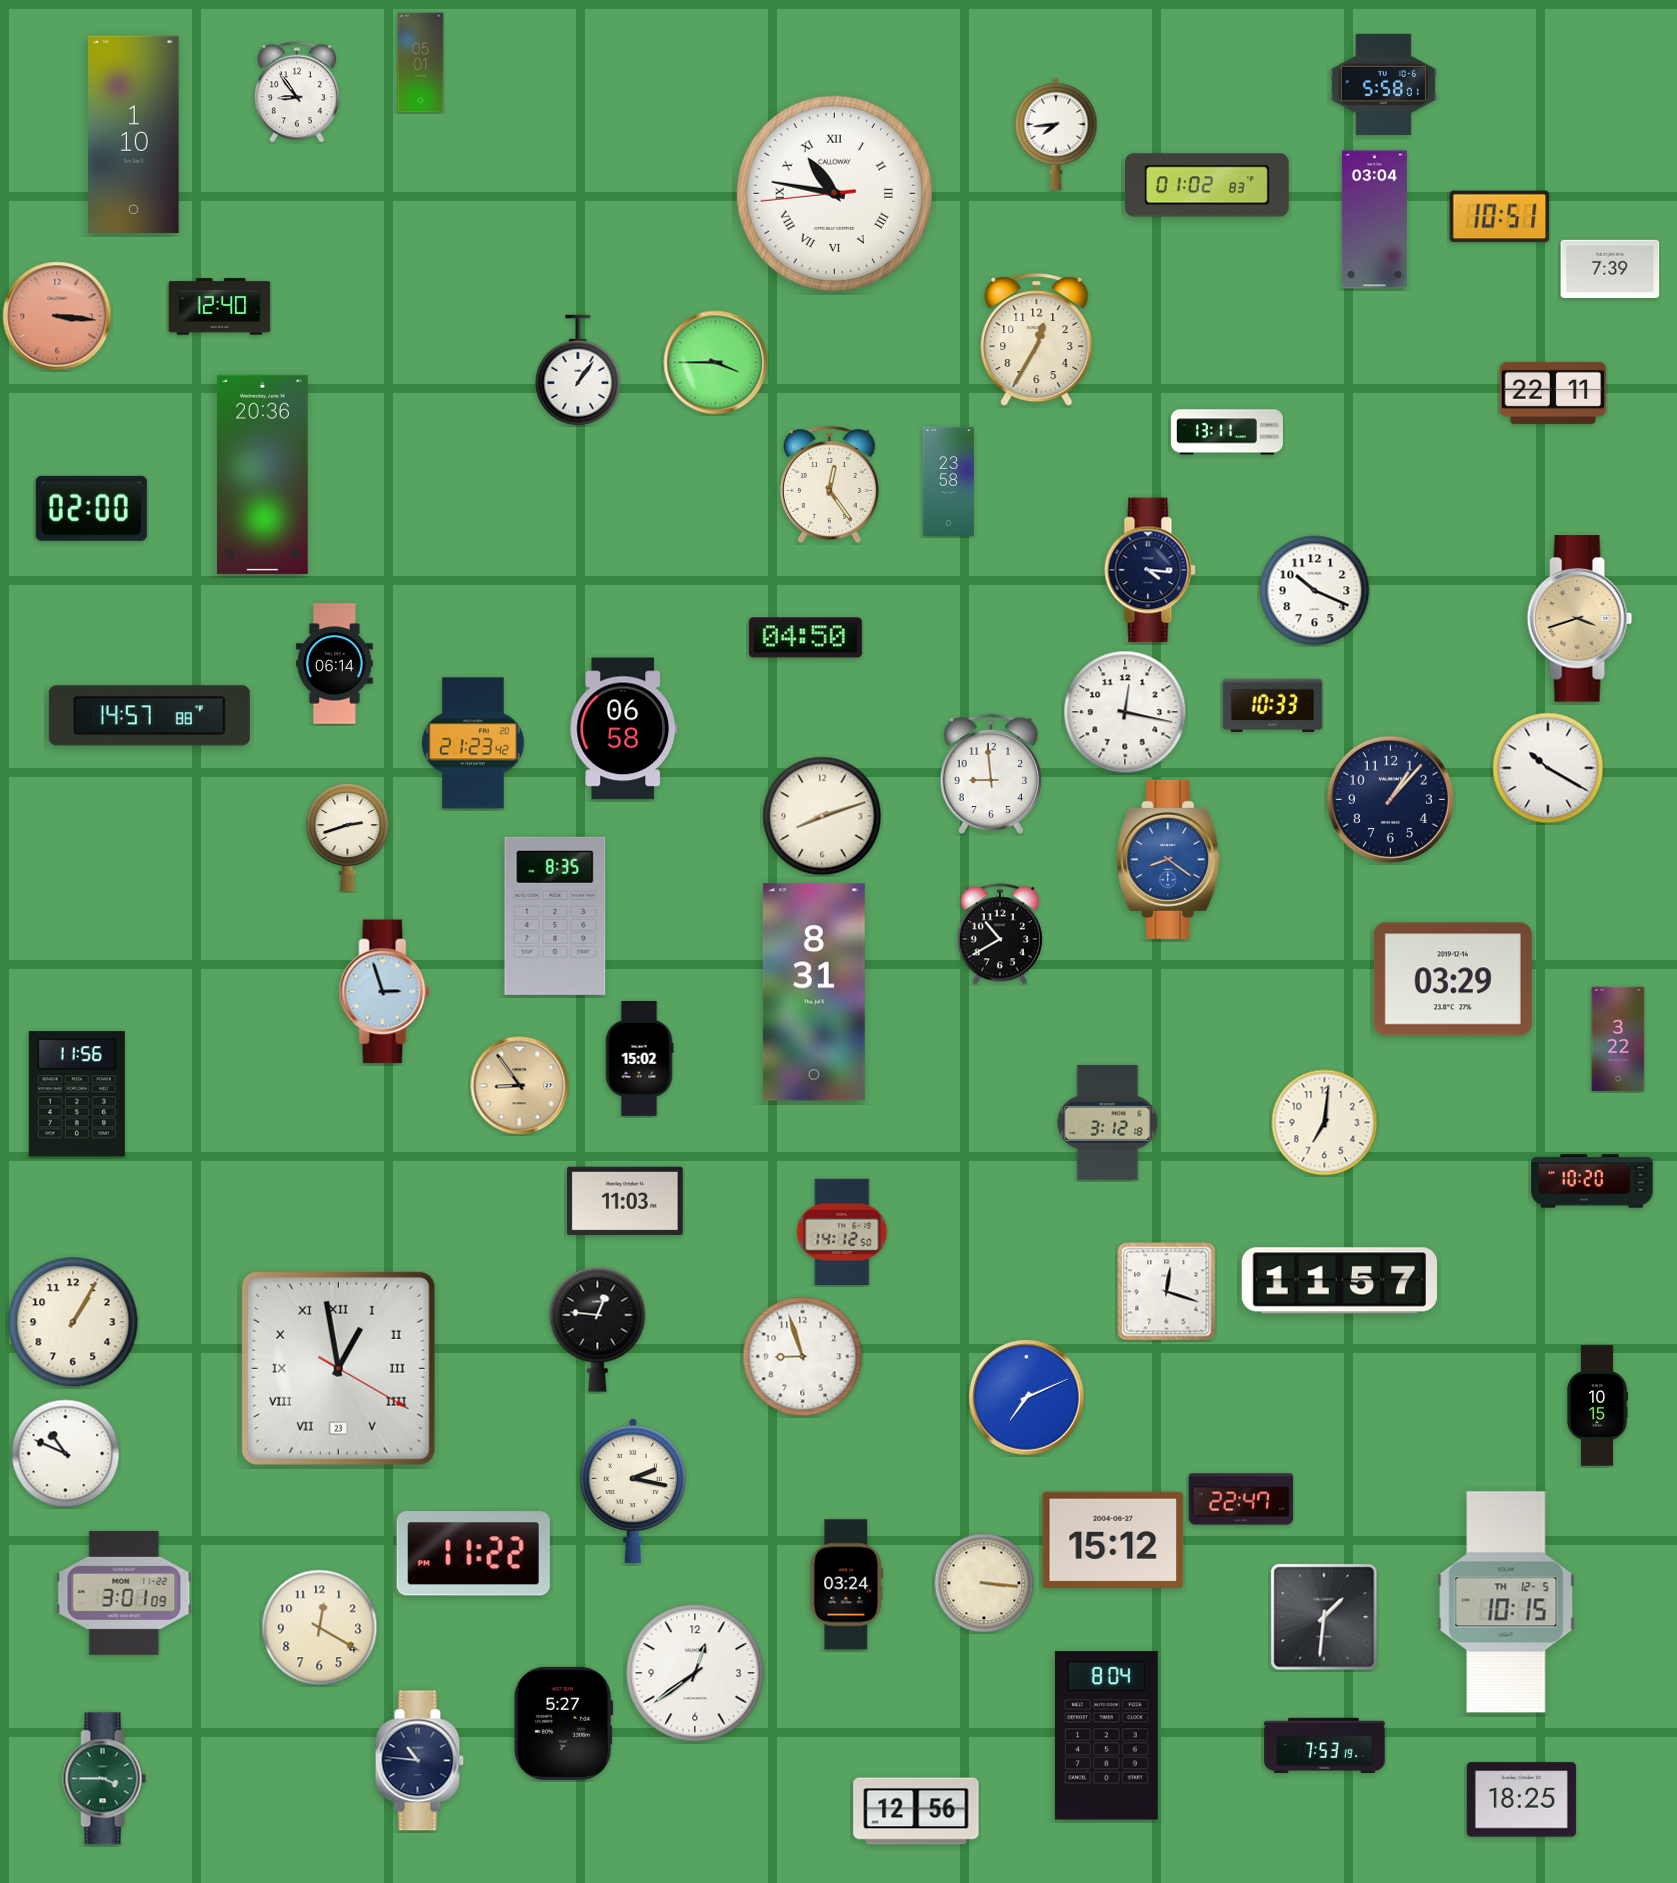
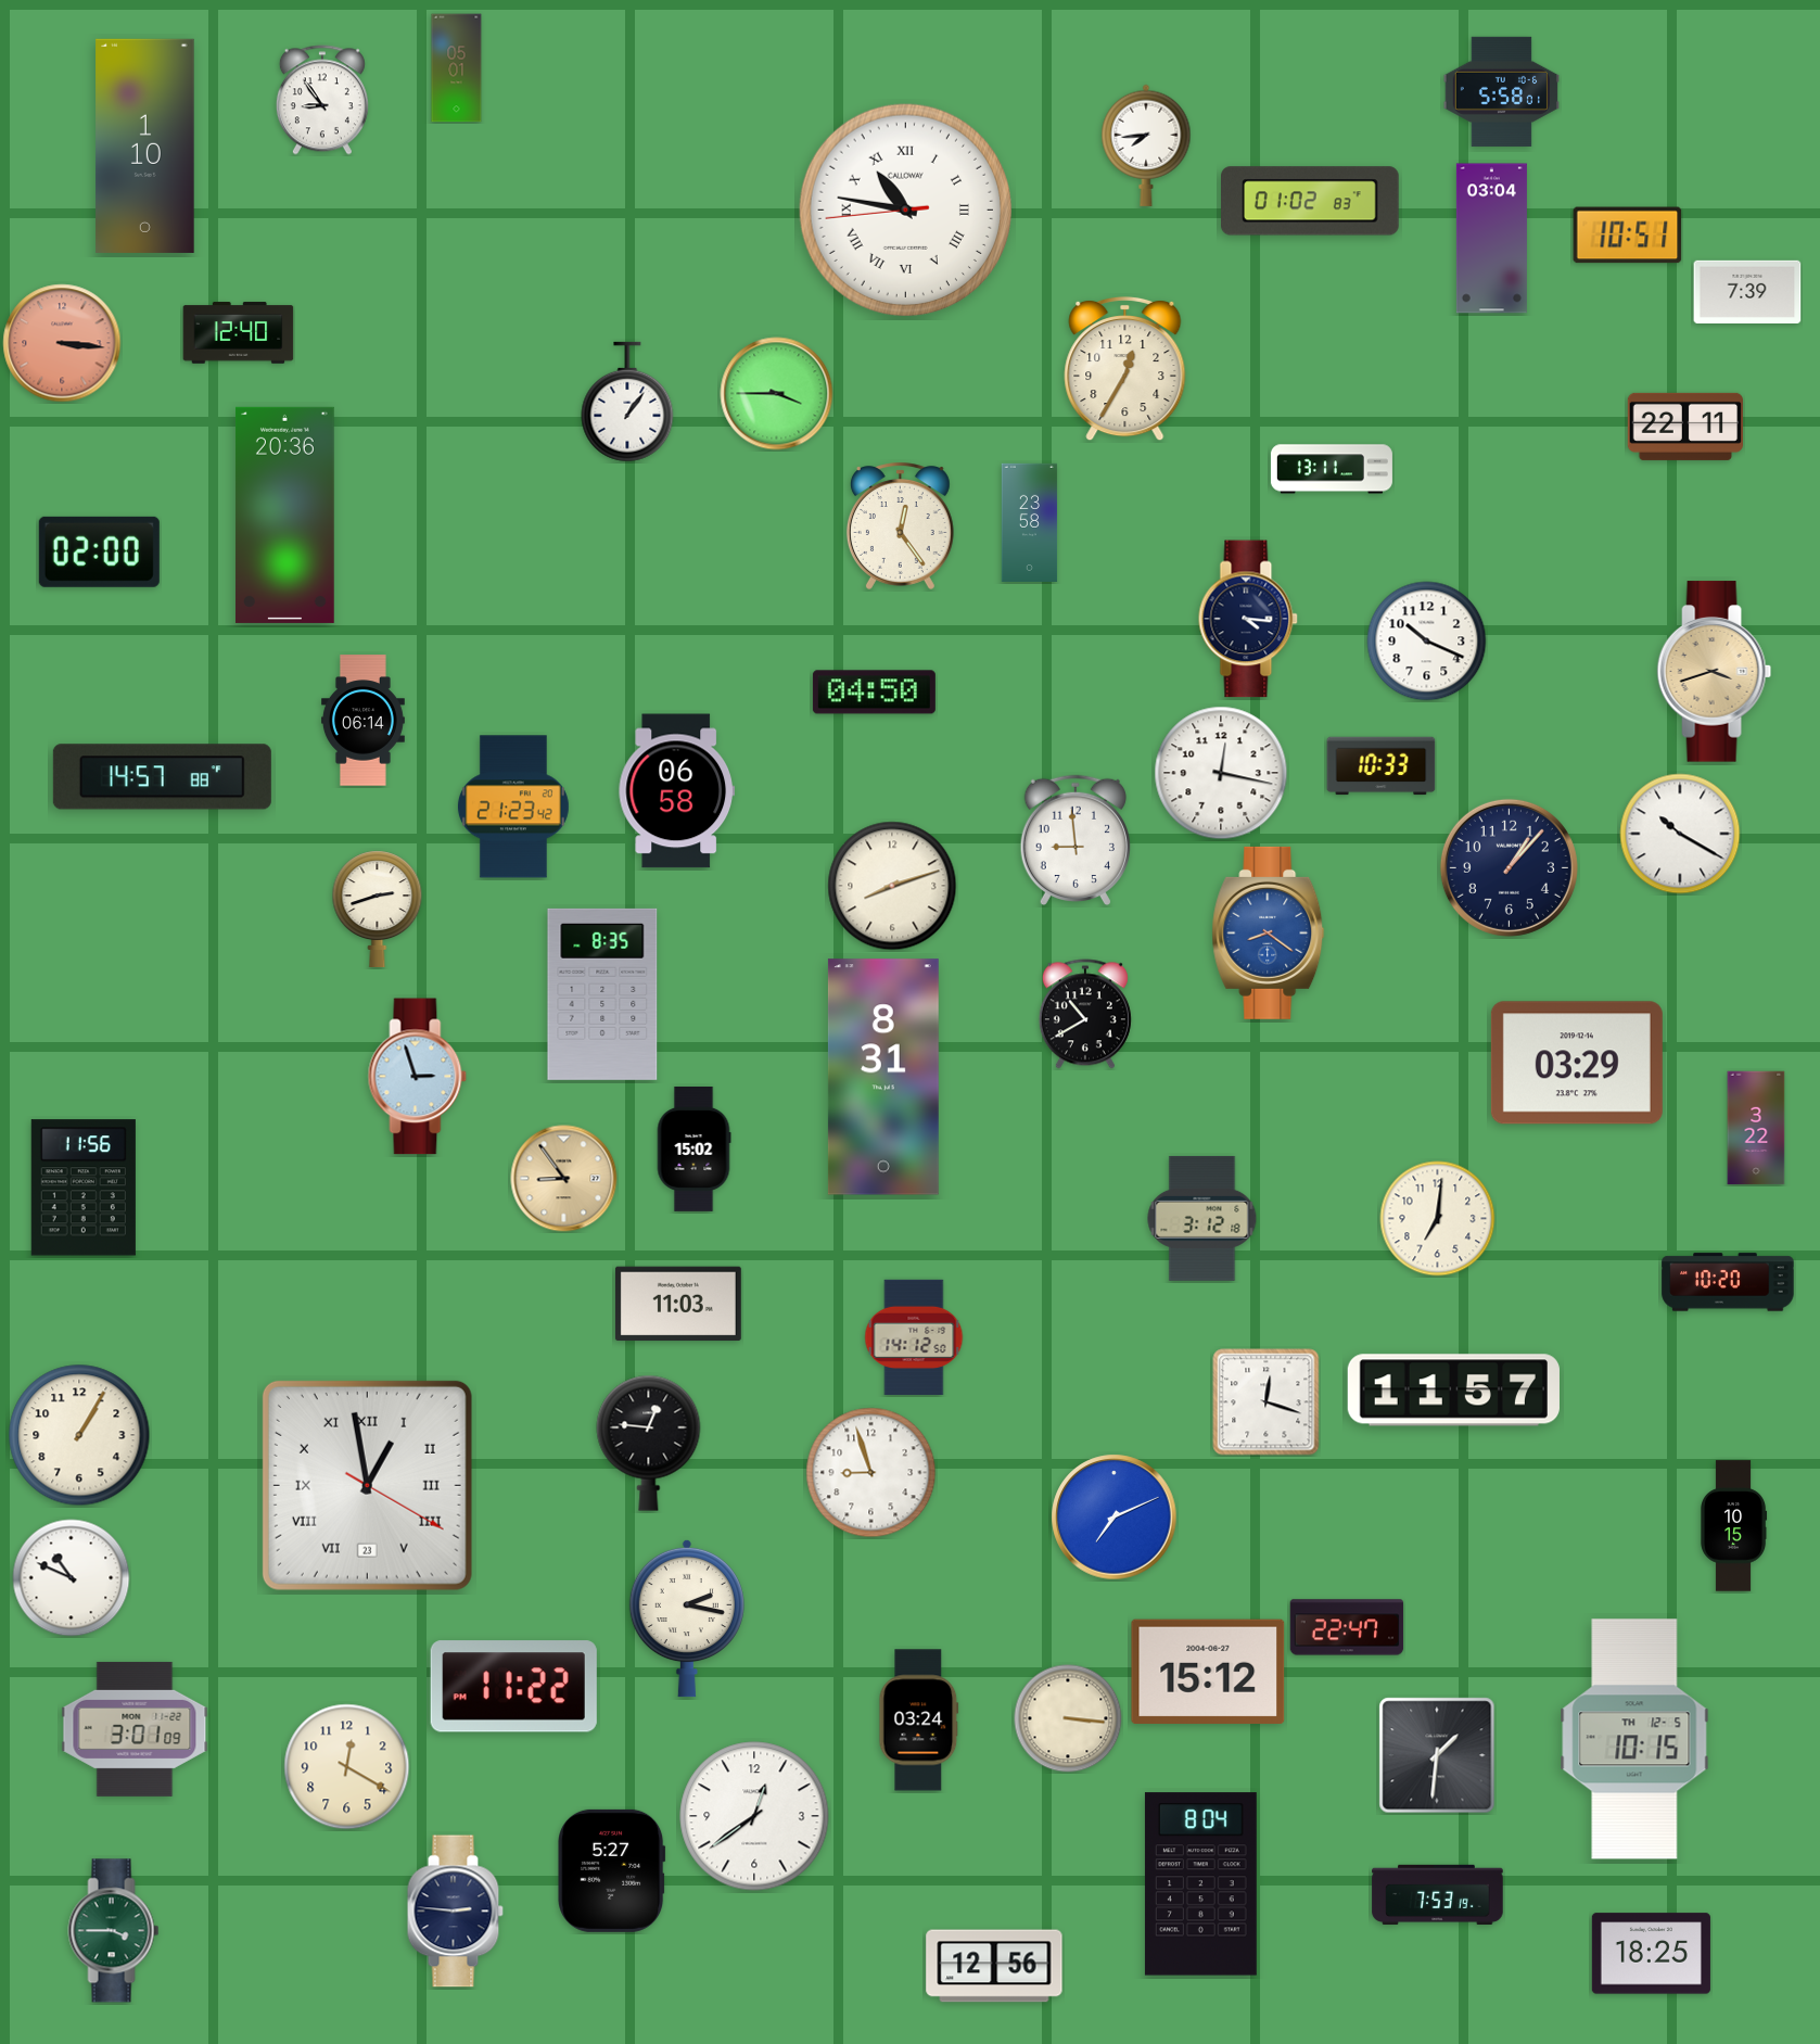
clock at (419, 1761): 10:46 -> 2:46
